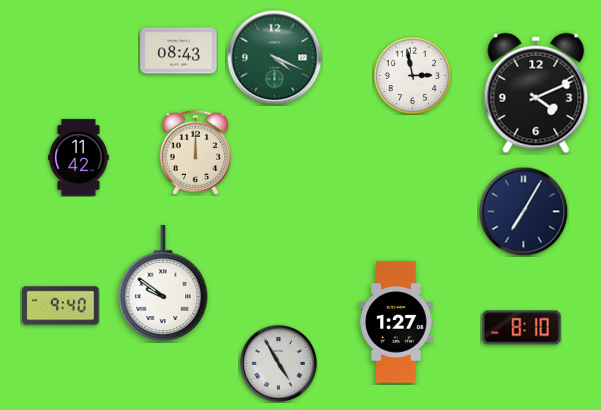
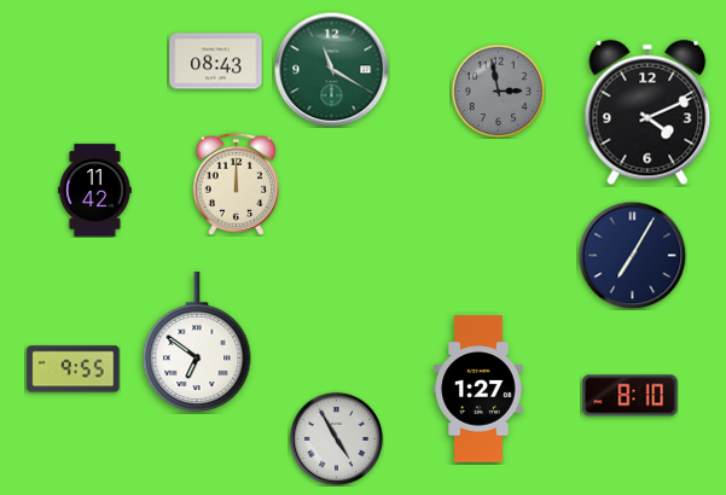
clock at (274, 57): 4:19 -> 11:20
clock at (412, 75) dial: white -> grey
clock at (163, 282): 9:51 -> 6:51
clock at (61, 306): 9:40 -> 9:55
